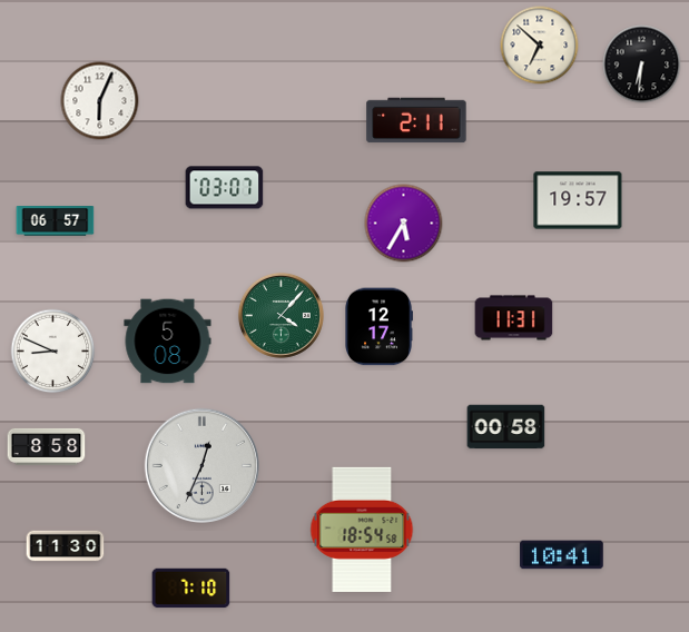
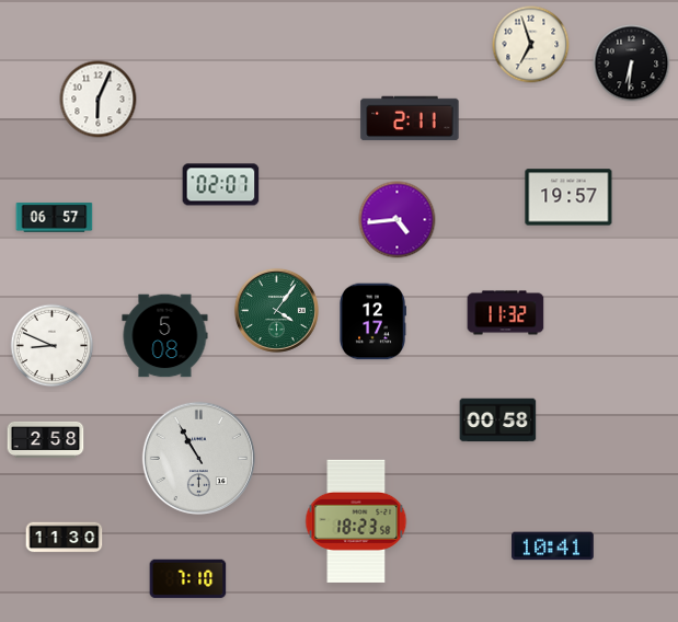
clock at (540, 46): 6:52 -> 6:57
clock at (225, 188): 03:07 -> 02:07
clock at (404, 224): 5:35 -> 4:44
clock at (280, 315): 4:07 -> 4:06
clock at (514, 318): 11:31 -> 11:32
clock at (47, 446): 8:58 -> 2:58
clock at (201, 465): 12:34 -> 10:55
clock at (362, 530): 18:54 -> 18:23
